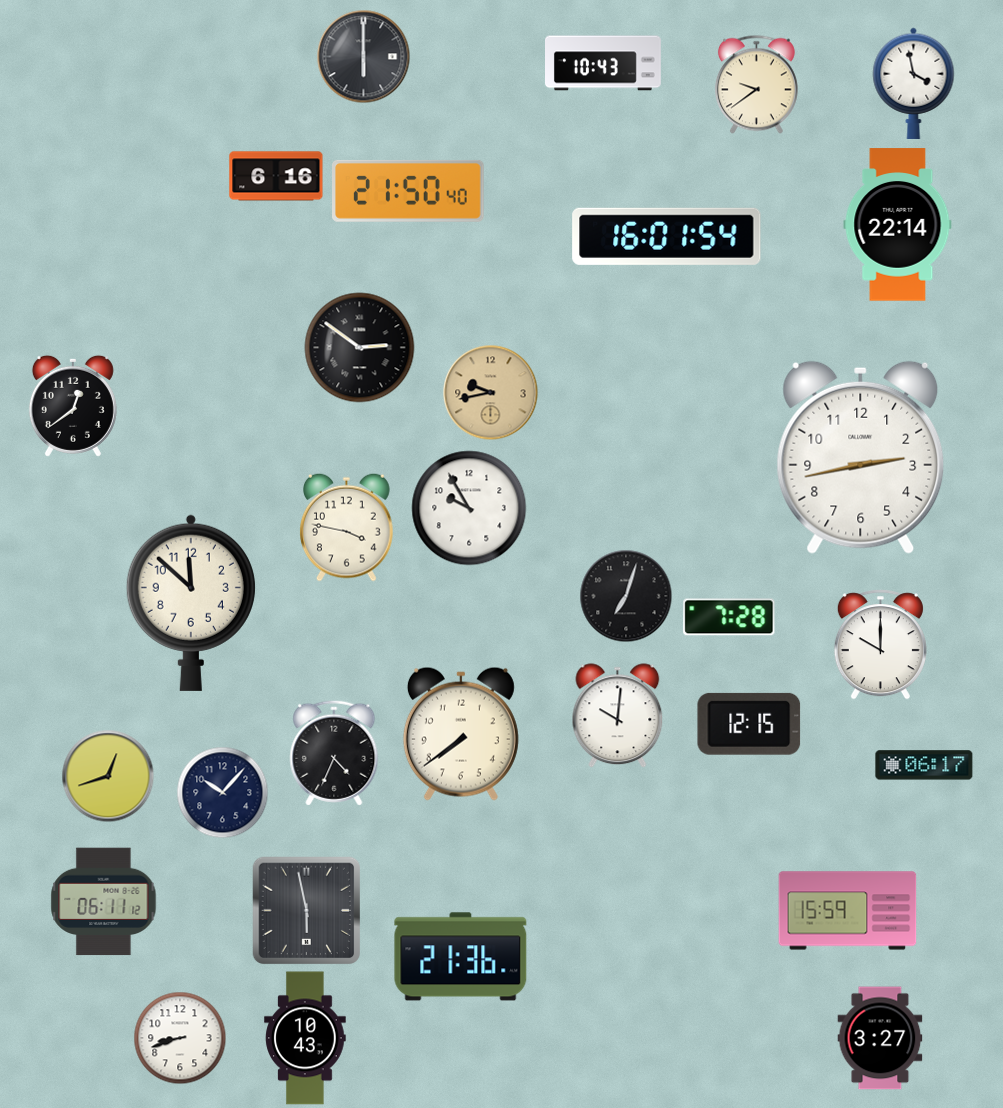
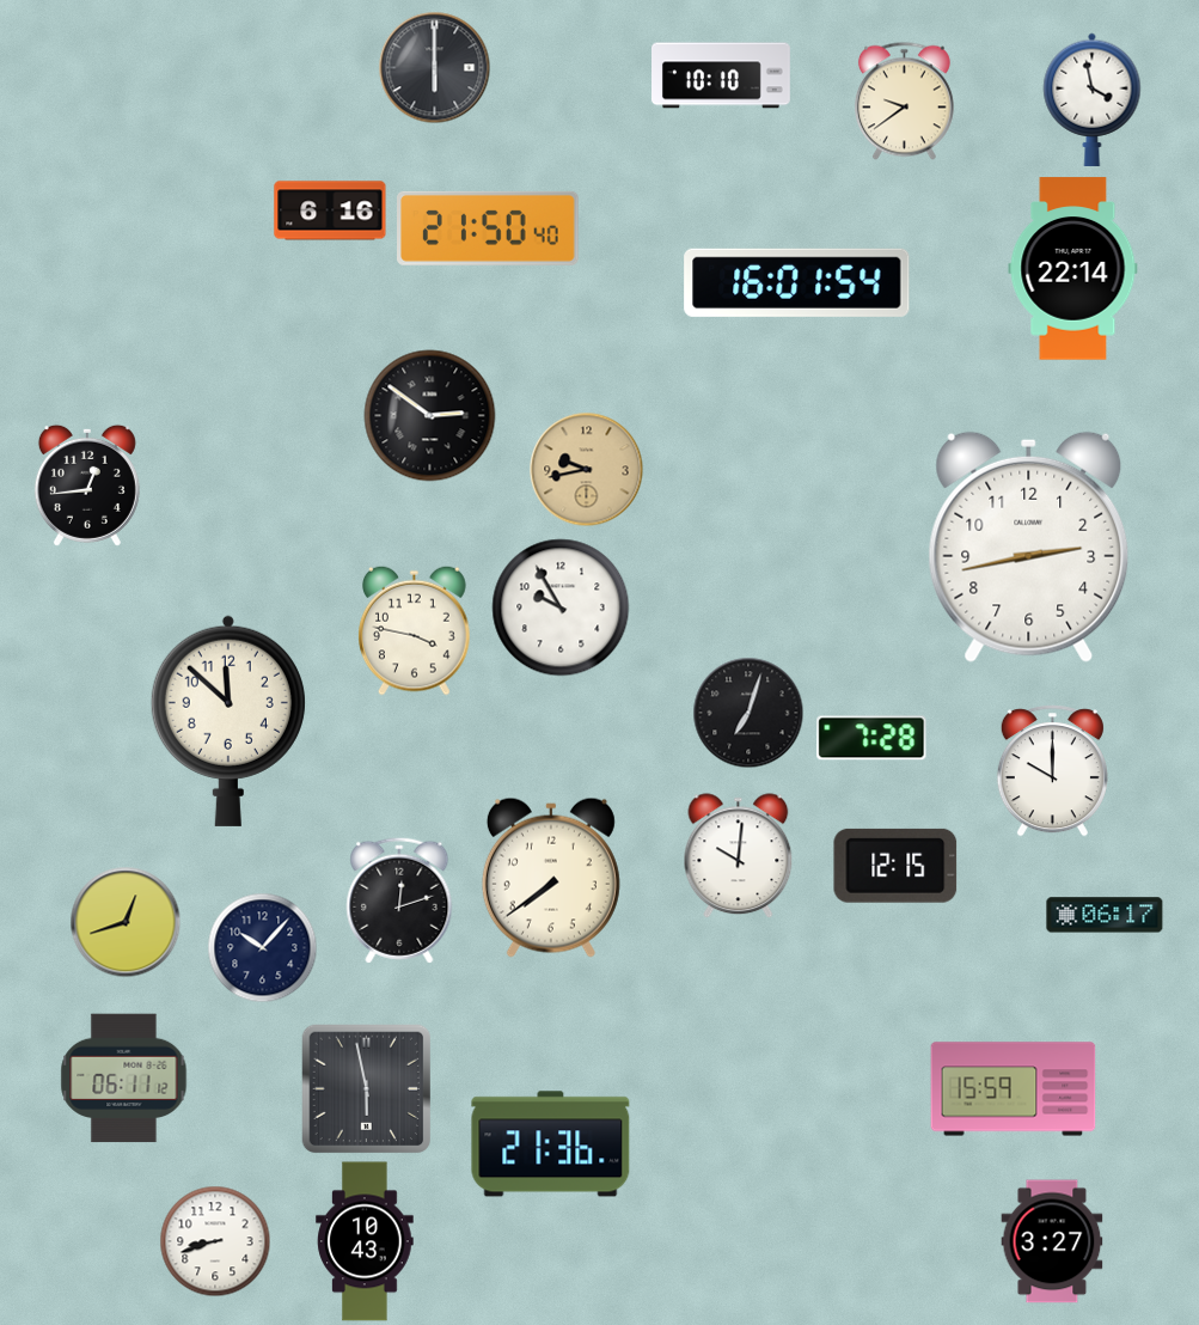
clock at (604, 63): 10:43 -> 10:10
clock at (73, 406): 12:39 -> 12:44
clock at (334, 753): 4:34 -> 12:12
clock at (108, 776) position: (108, 776) -> (126, 922)
clock at (223, 793) position: (223, 793) -> (263, 948)
